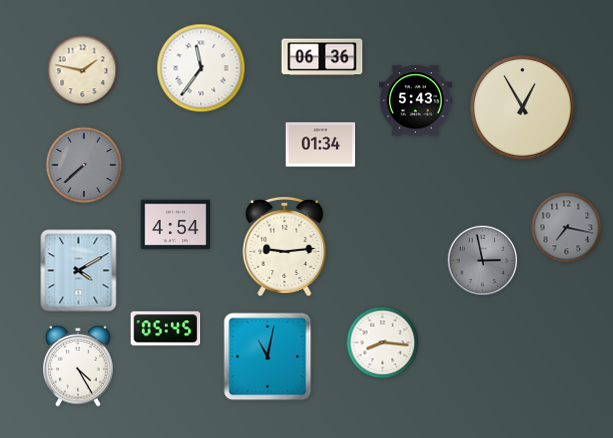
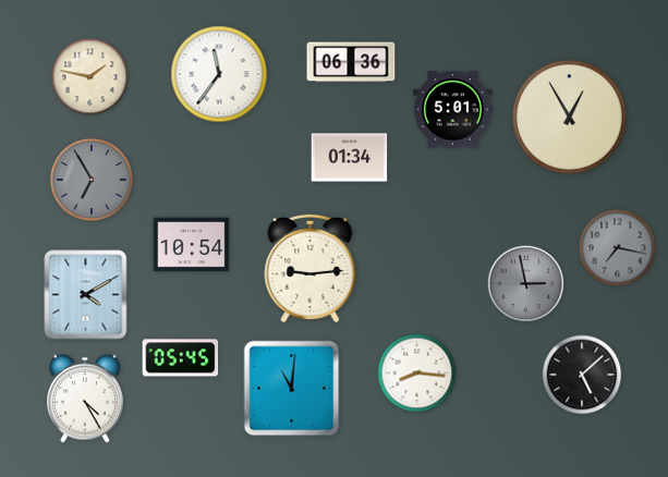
clock at (415, 101): 5:43 -> 5:01
clock at (84, 165): 7:38 -> 6:55
clock at (176, 225): 4:54 -> 10:54
clock at (582, 375): none -> 5:08
clock at (268, 357): 11:02 -> 11:01
